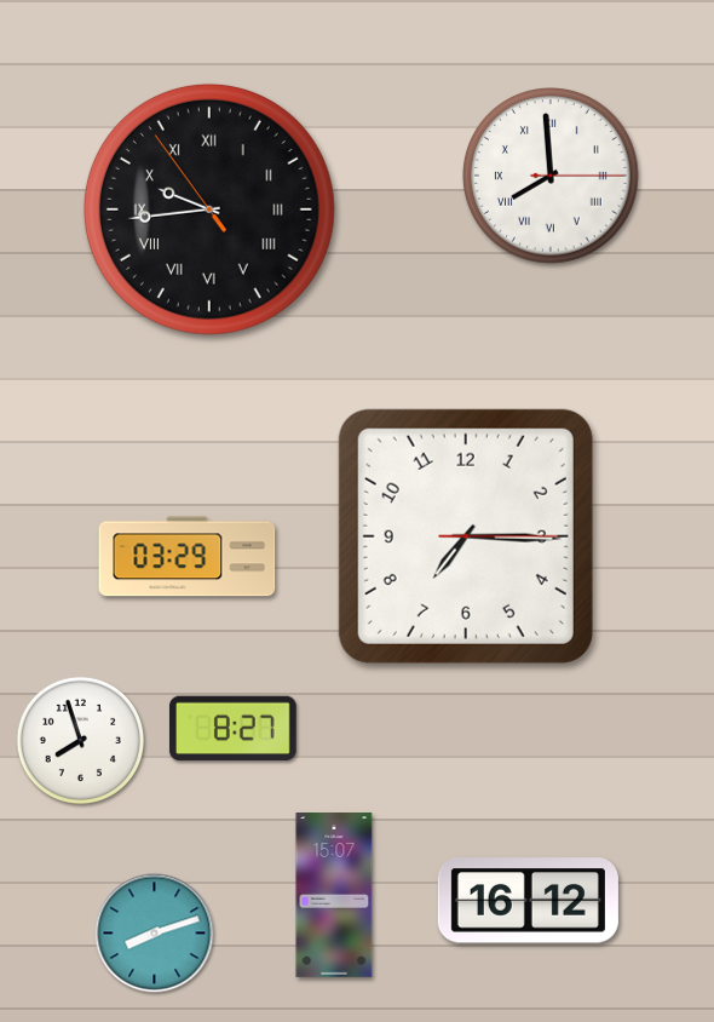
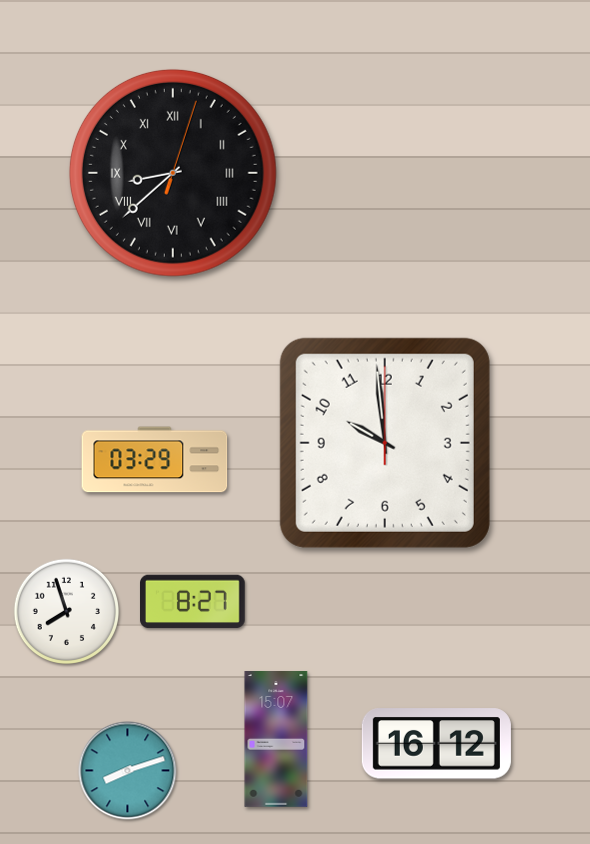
clock at (552, 177): 7:59 -> none
clock at (209, 209): 9:43 -> 8:38
clock at (466, 536): 7:15 -> 9:59
